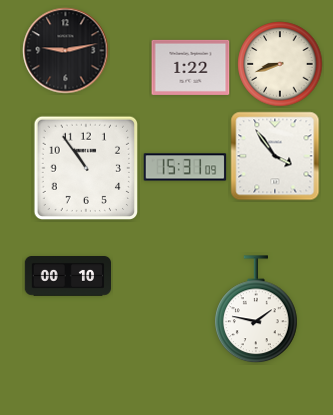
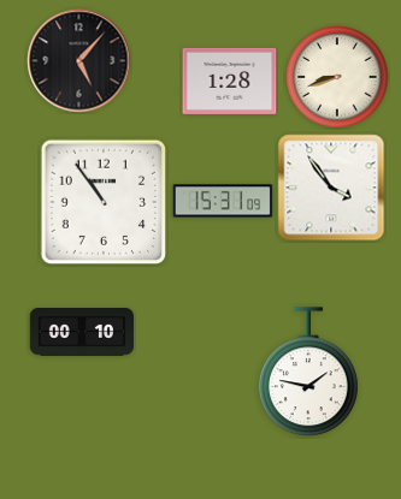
clock at (66, 51): 9:13 -> 5:07
clock at (191, 67): 1:22 -> 1:28
